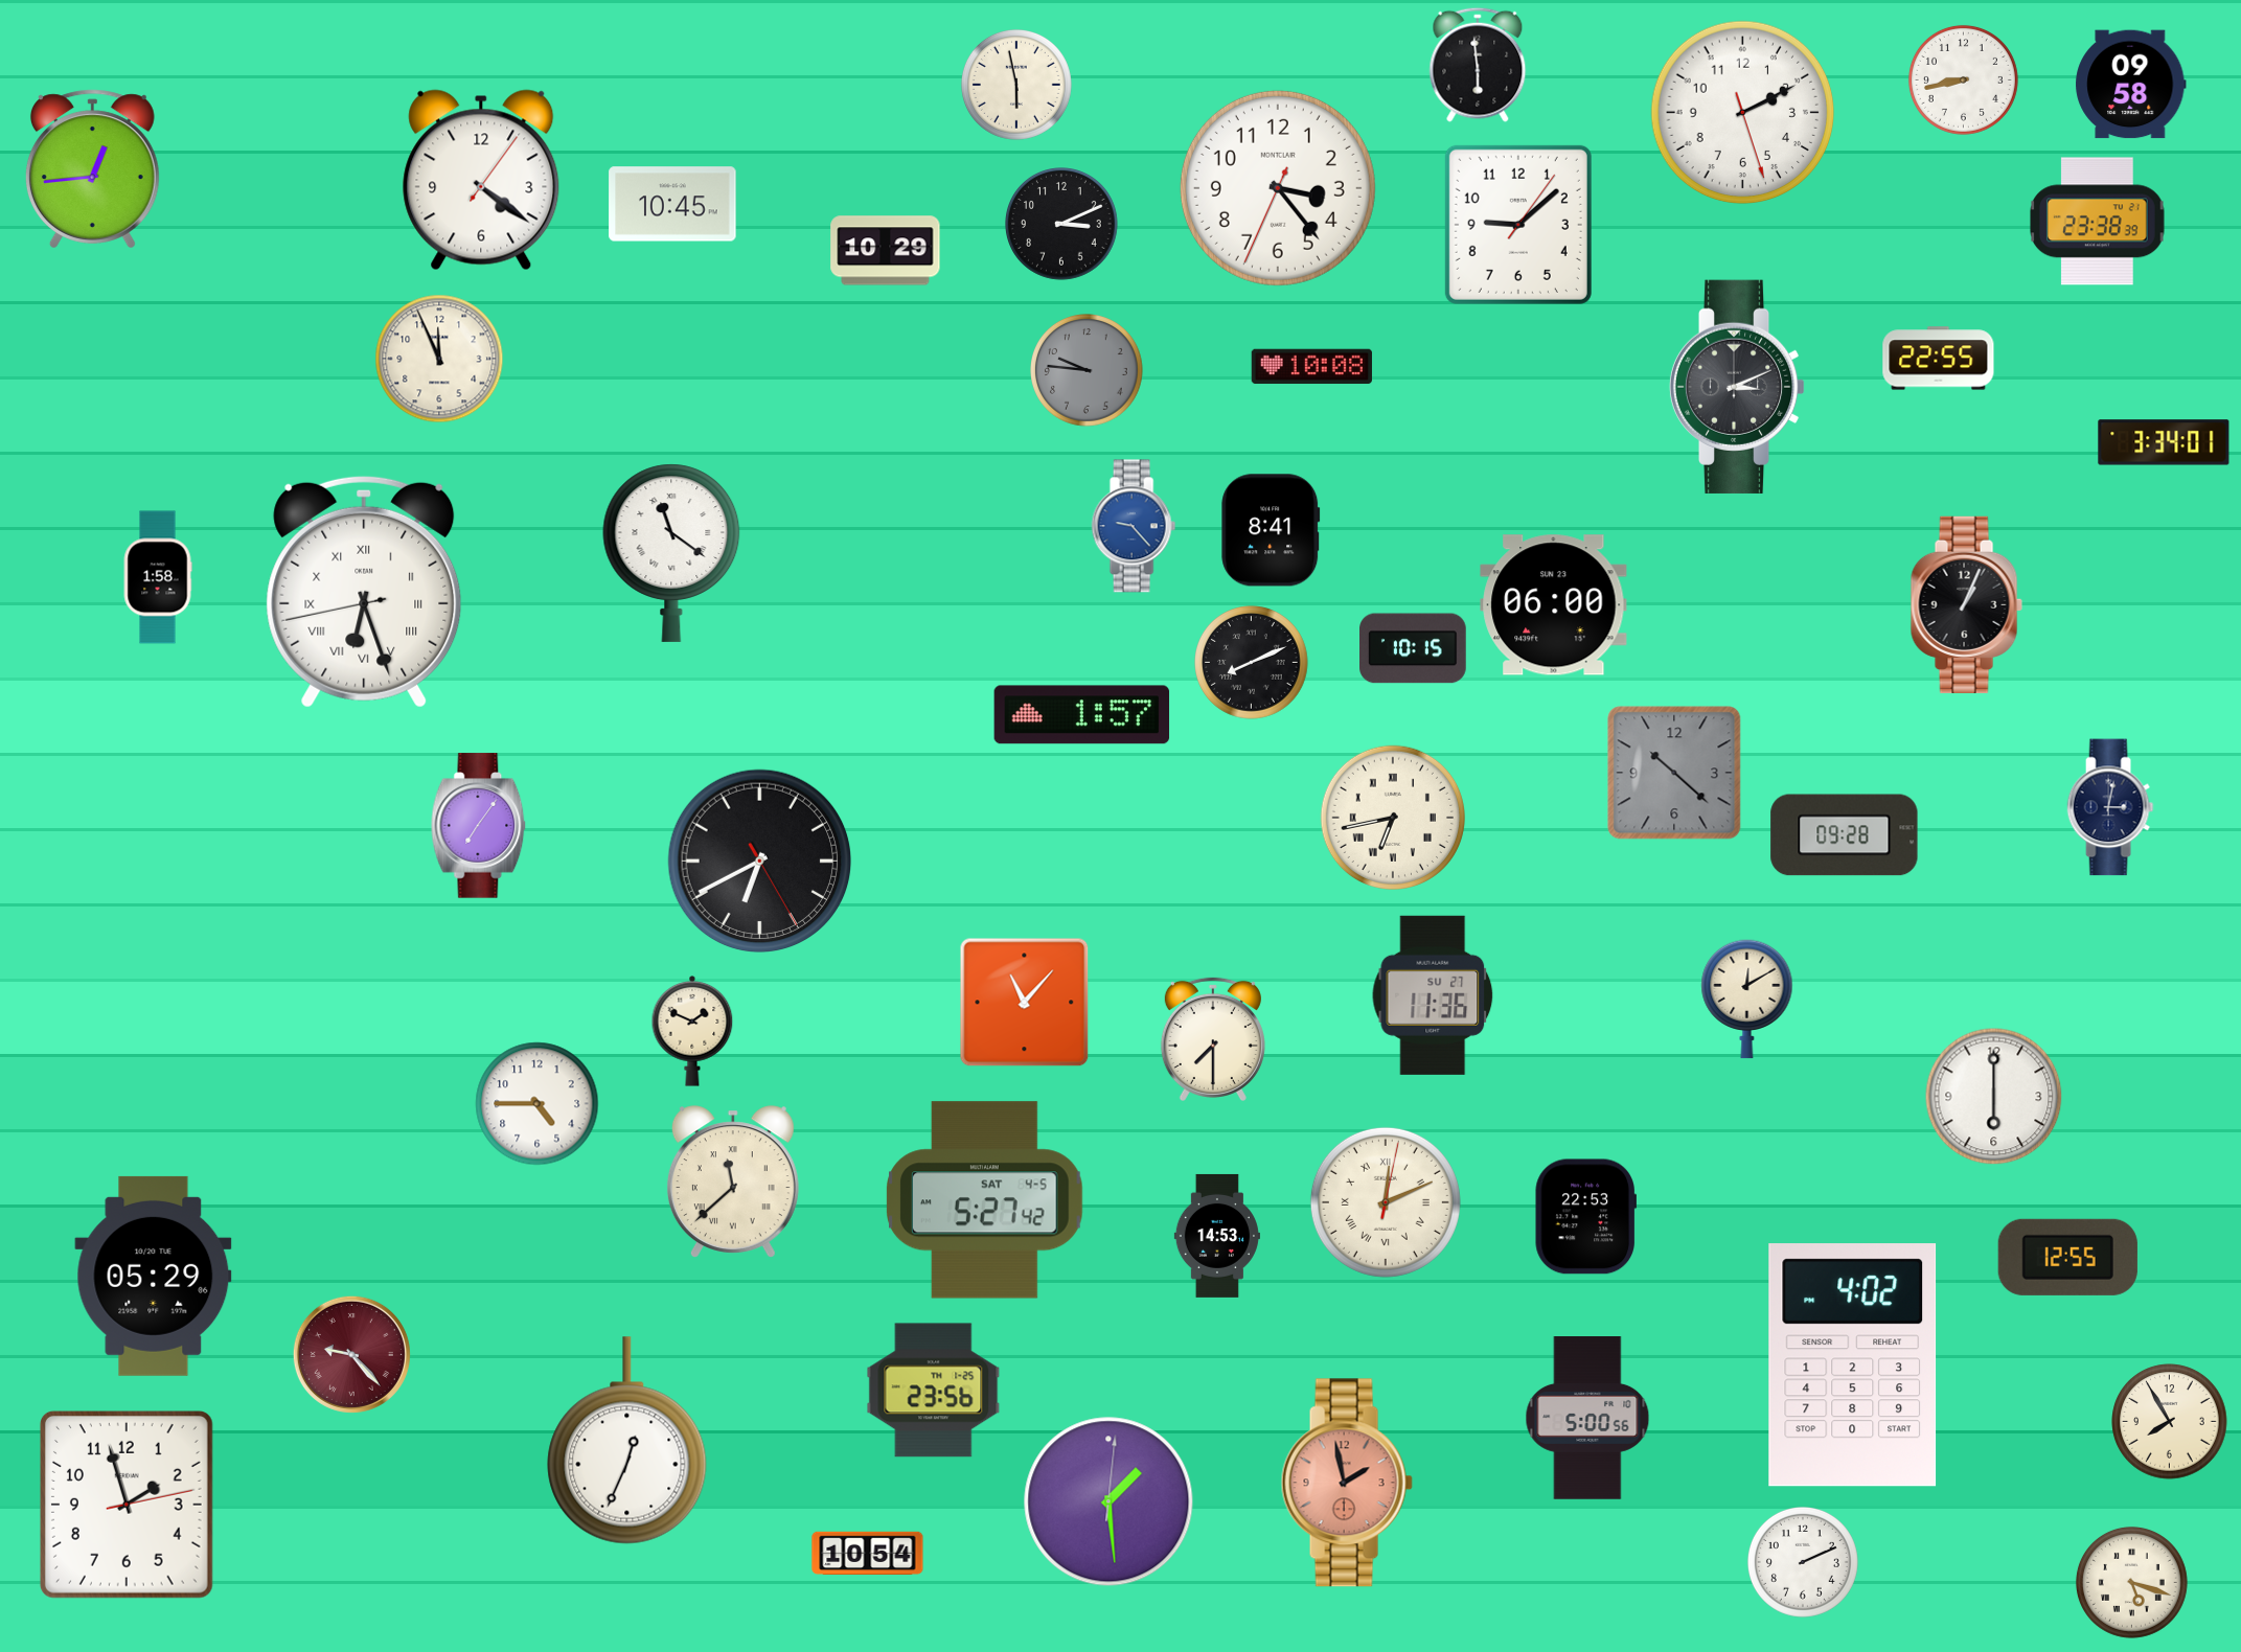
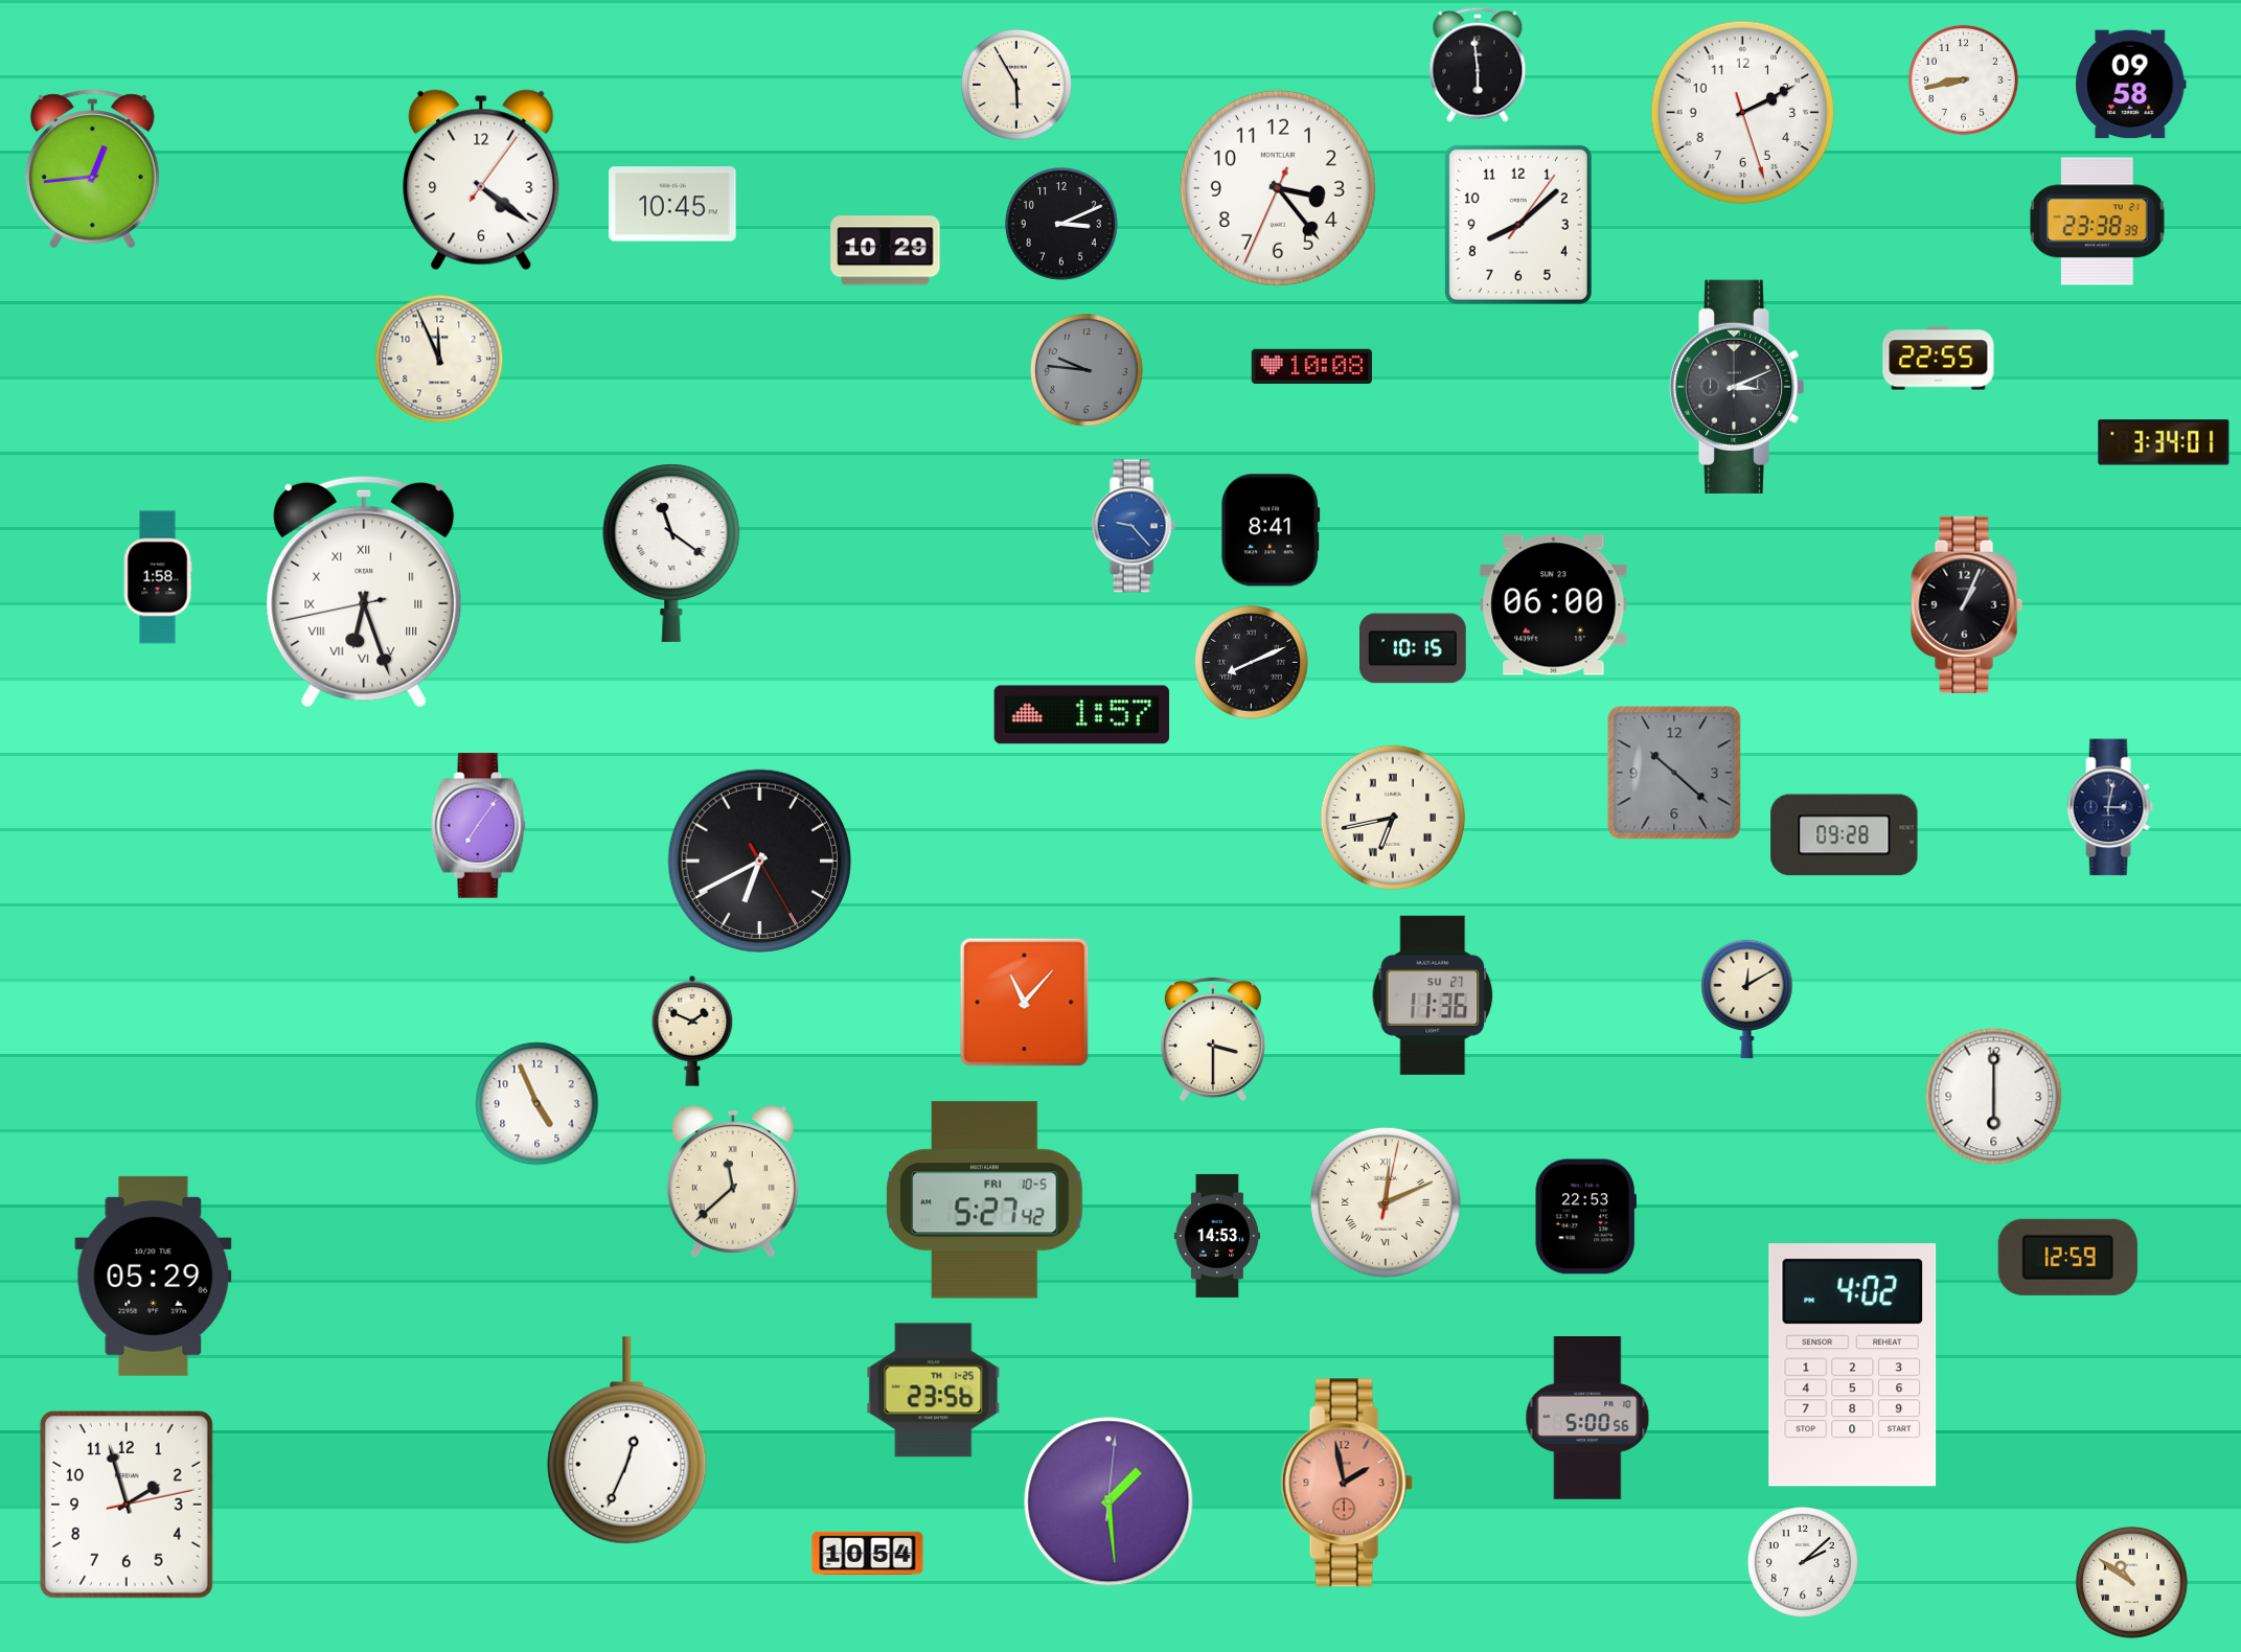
clock at (1016, 85): 5:58 -> 5:55
clock at (1518, 225): 9:08 -> 8:08
clock at (1213, 1038): 7:30 -> 3:30
clock at (538, 1104): 4:45 -> 4:56
clock at (985, 1200) date: SAT 4-5 -> FRI 10-5
clock at (2067, 1257): 12:55 -> 12:59
clock at (351, 1354): 9:23 -> none
clock at (2170, 1422): 7:55 -> none
clock at (1803, 1562): 2:11 -> 2:08
clock at (2131, 1582): 5:18 -> 10:51
